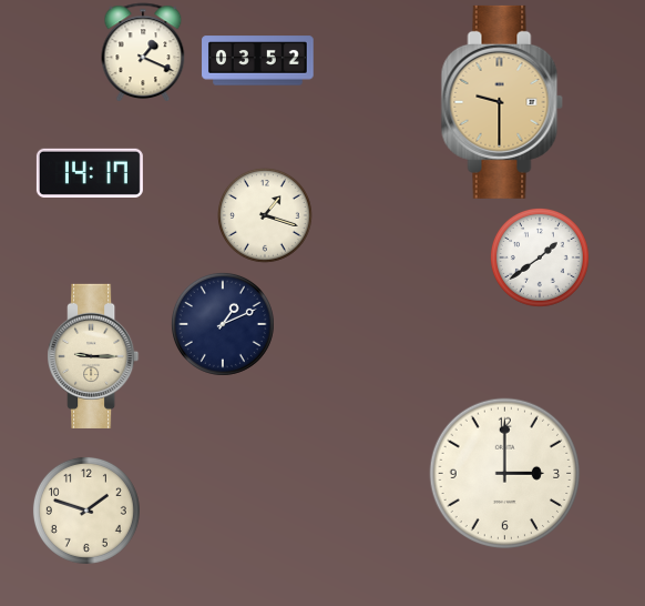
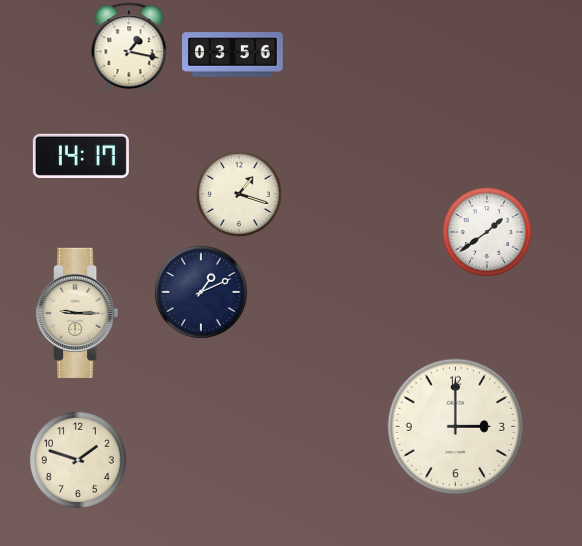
clock at (143, 52): 1:19 -> 1:17
clock at (258, 61): 03:52 -> 03:56
clock at (502, 102): 9:30 -> none
clock at (93, 356) position: (93, 356) -> (77, 313)
